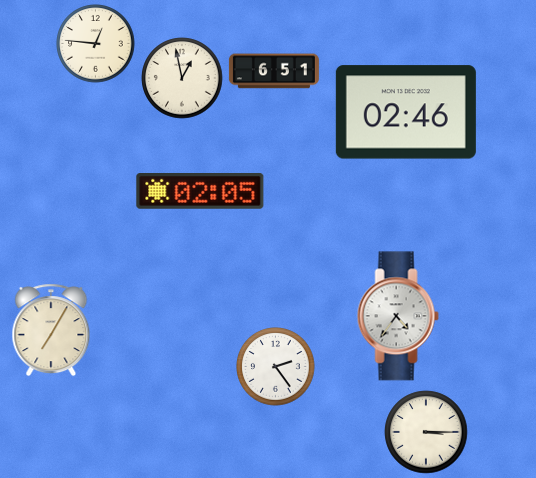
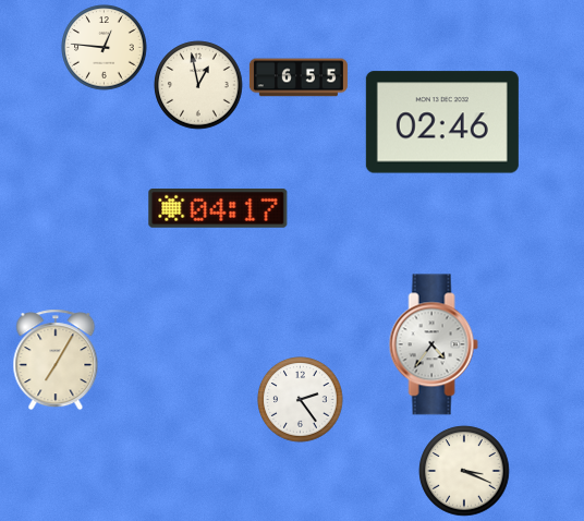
clock at (274, 71): 6:51 -> 6:55
clock at (200, 192): 02:05 -> 04:17
clock at (426, 432): 3:15 -> 3:19
